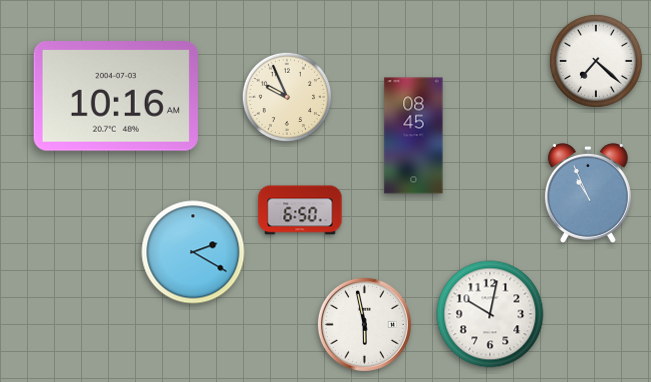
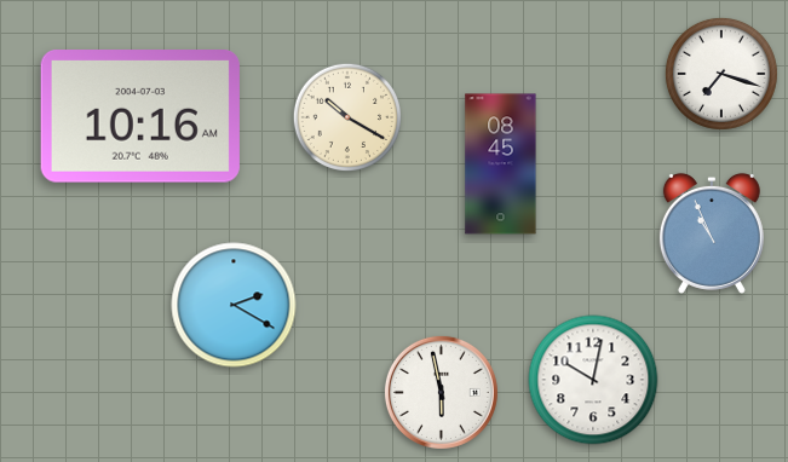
clock at (596, 61): 7:22 -> 7:18
clock at (287, 97): 9:56 -> 10:20
clock at (300, 210): 6:50 -> none
